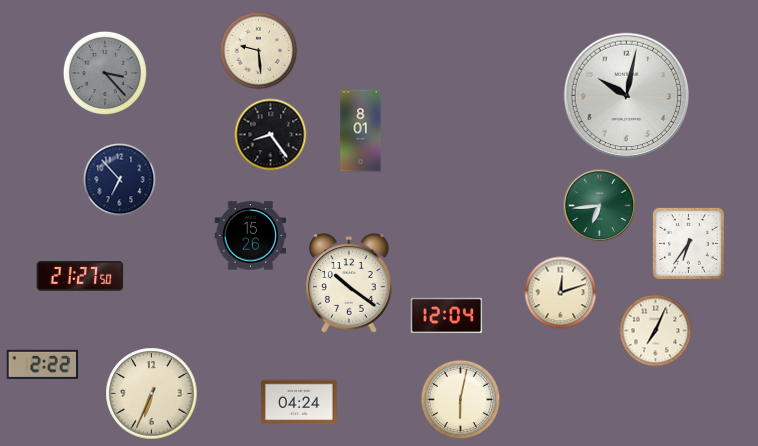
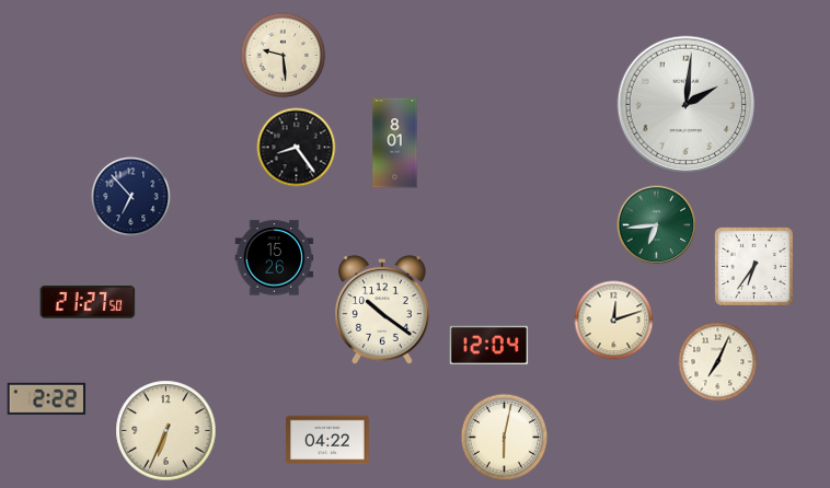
clock at (105, 73): 3:23 -> none
clock at (627, 96): 10:02 -> 2:01
clock at (299, 402): 04:24 -> 04:22
